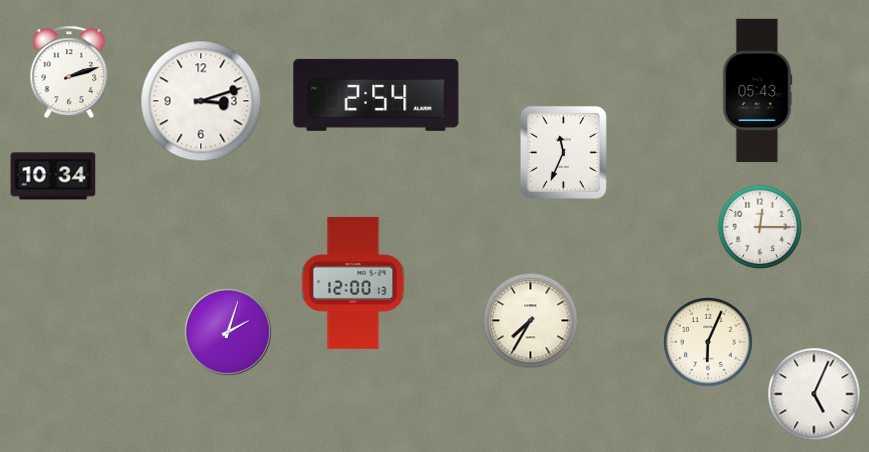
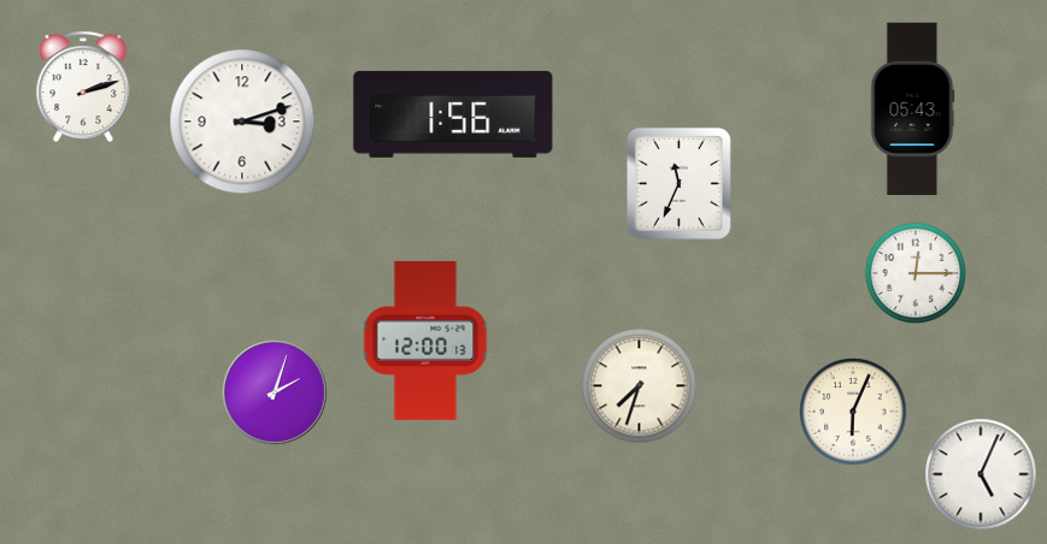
clock at (376, 95): 2:54 -> 1:56
clock at (53, 176): 10:34 -> none
clock at (531, 321): 7:35 -> 7:33
clock at (229, 333) position: (229, 333) -> (276, 394)
